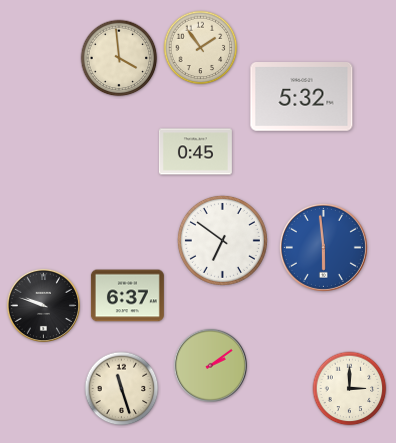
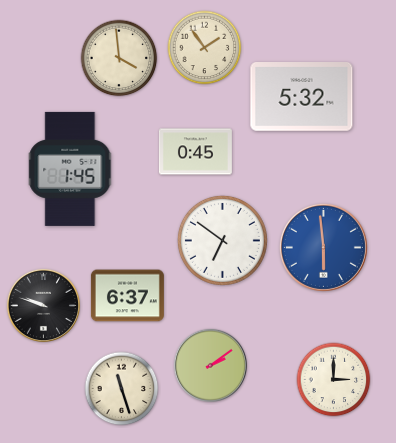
clock at (201, 48) position: (201, 48) -> (205, 48)
clock at (71, 169): none -> 1:45
clock at (350, 389) position: (350, 389) -> (334, 380)
